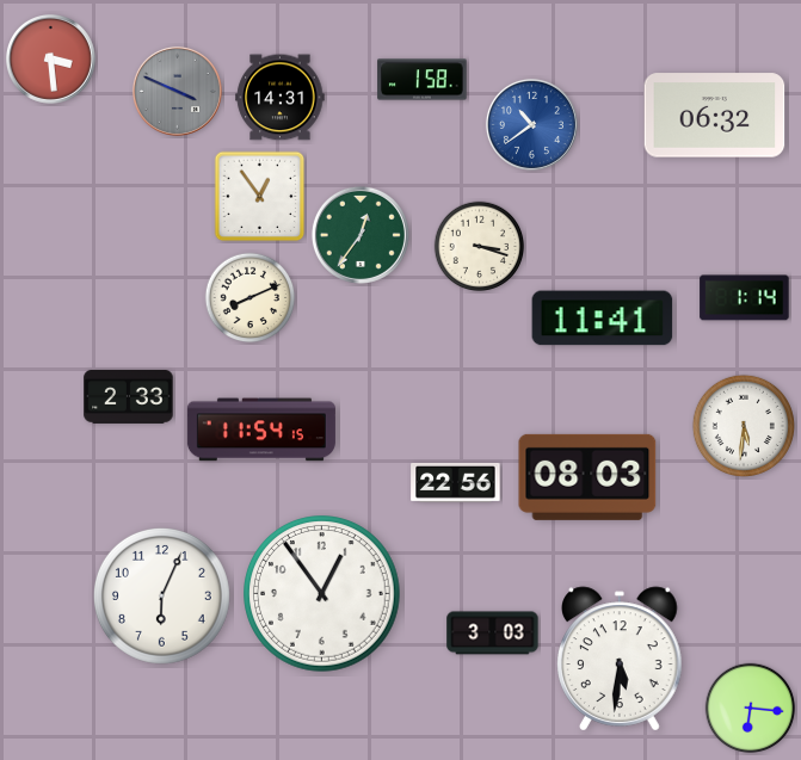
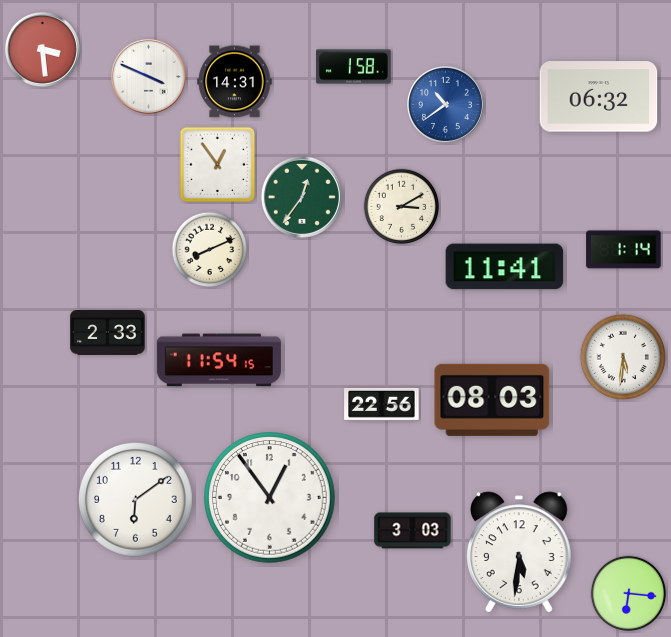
clock at (177, 91) dial: grey -> white
clock at (480, 247): 3:18 -> 3:10
clock at (161, 595): 6:04 -> 6:09
